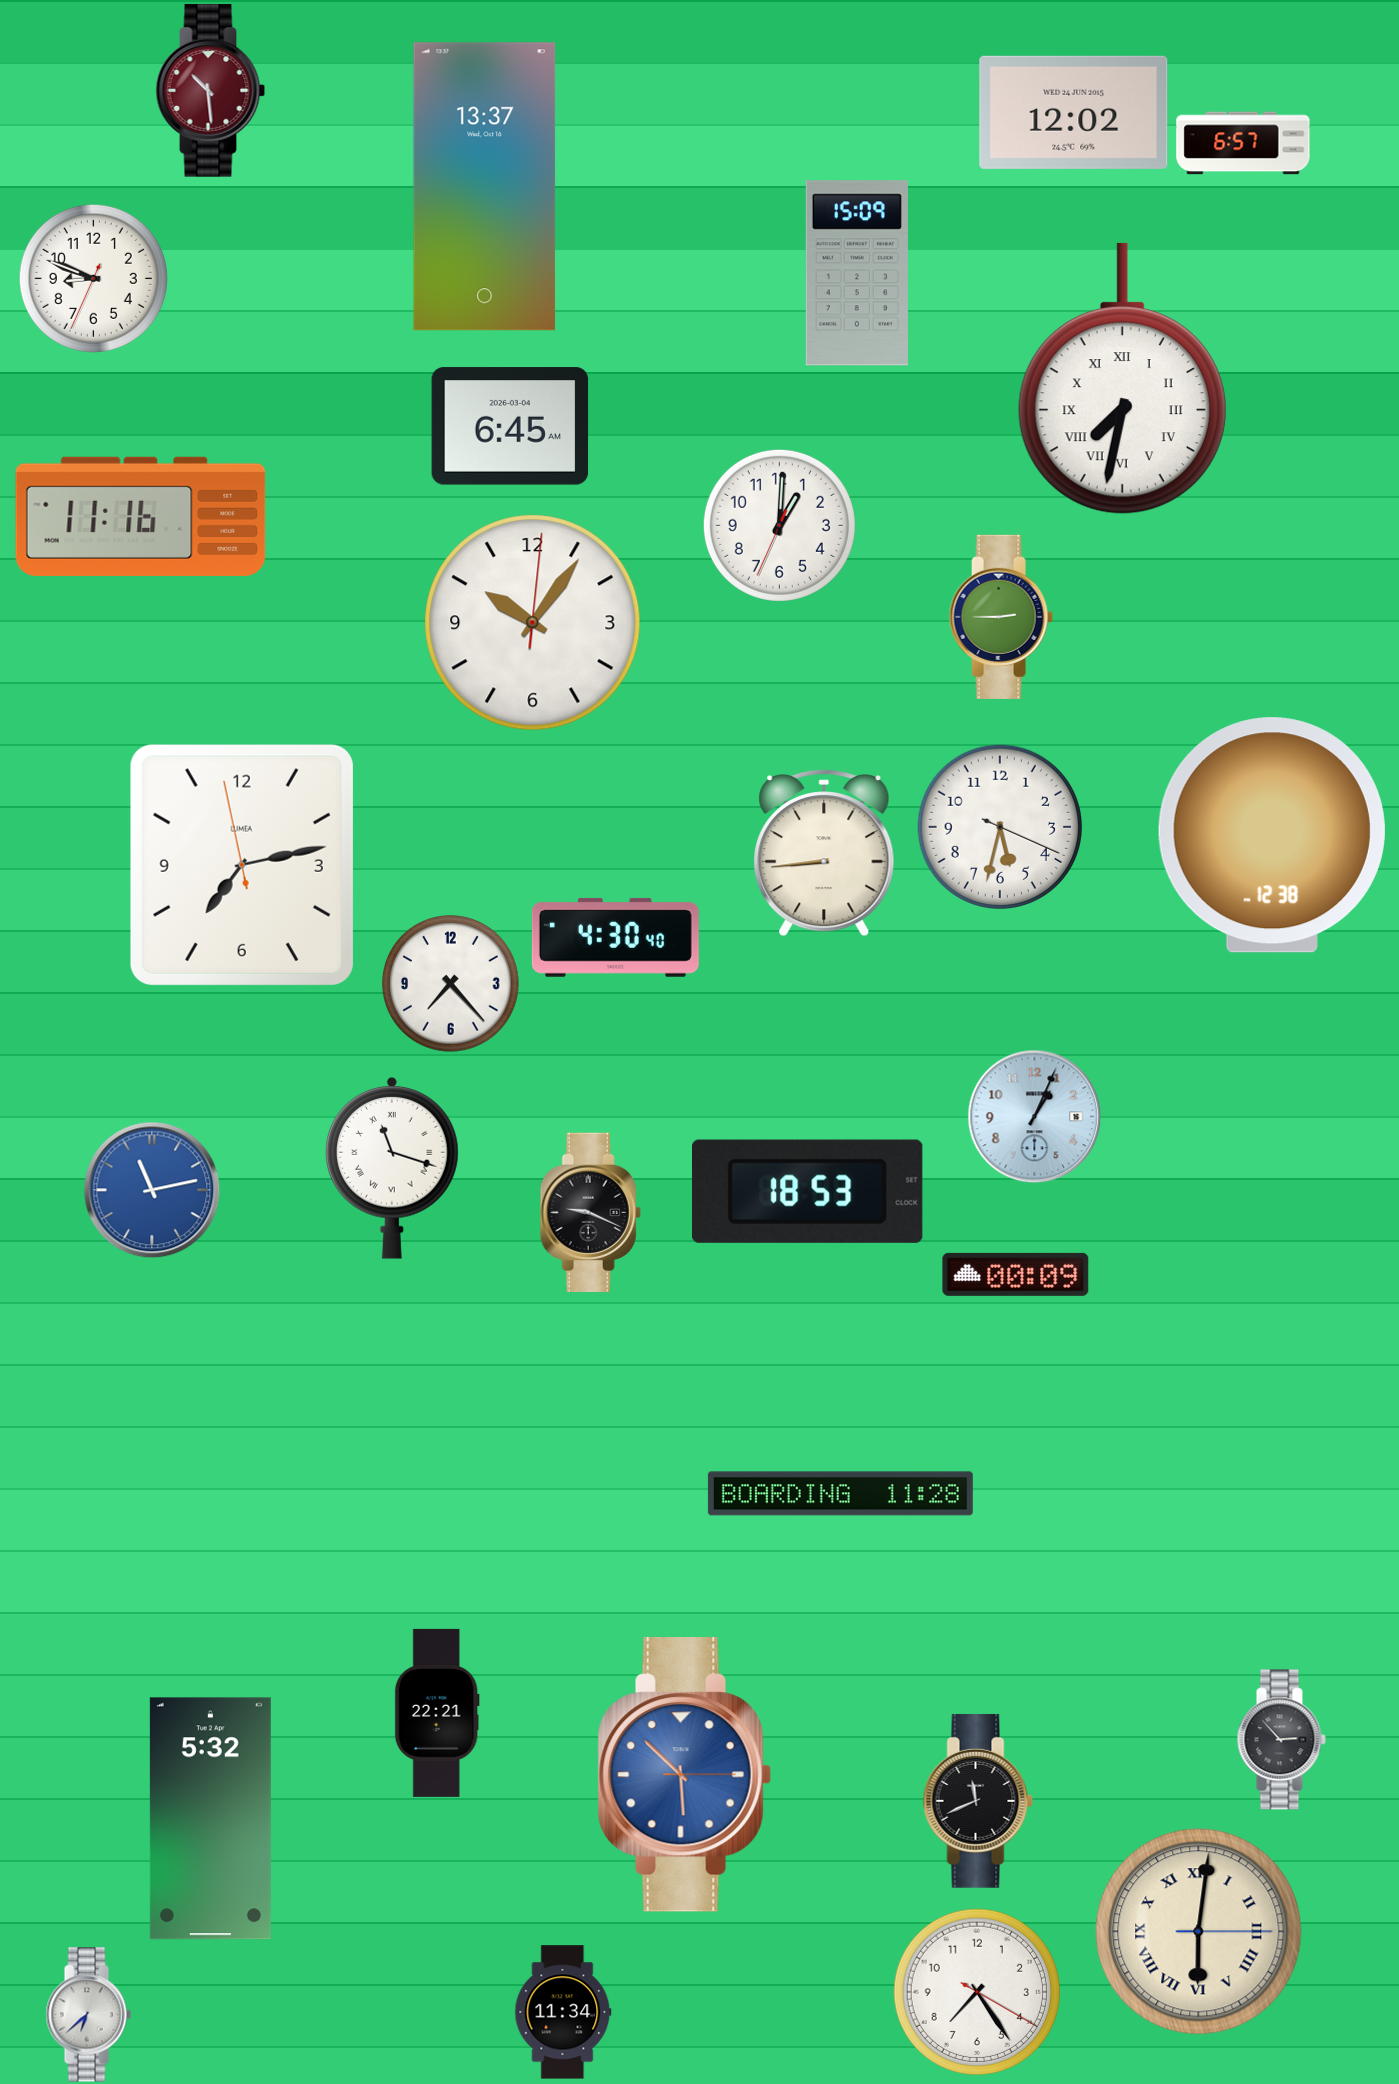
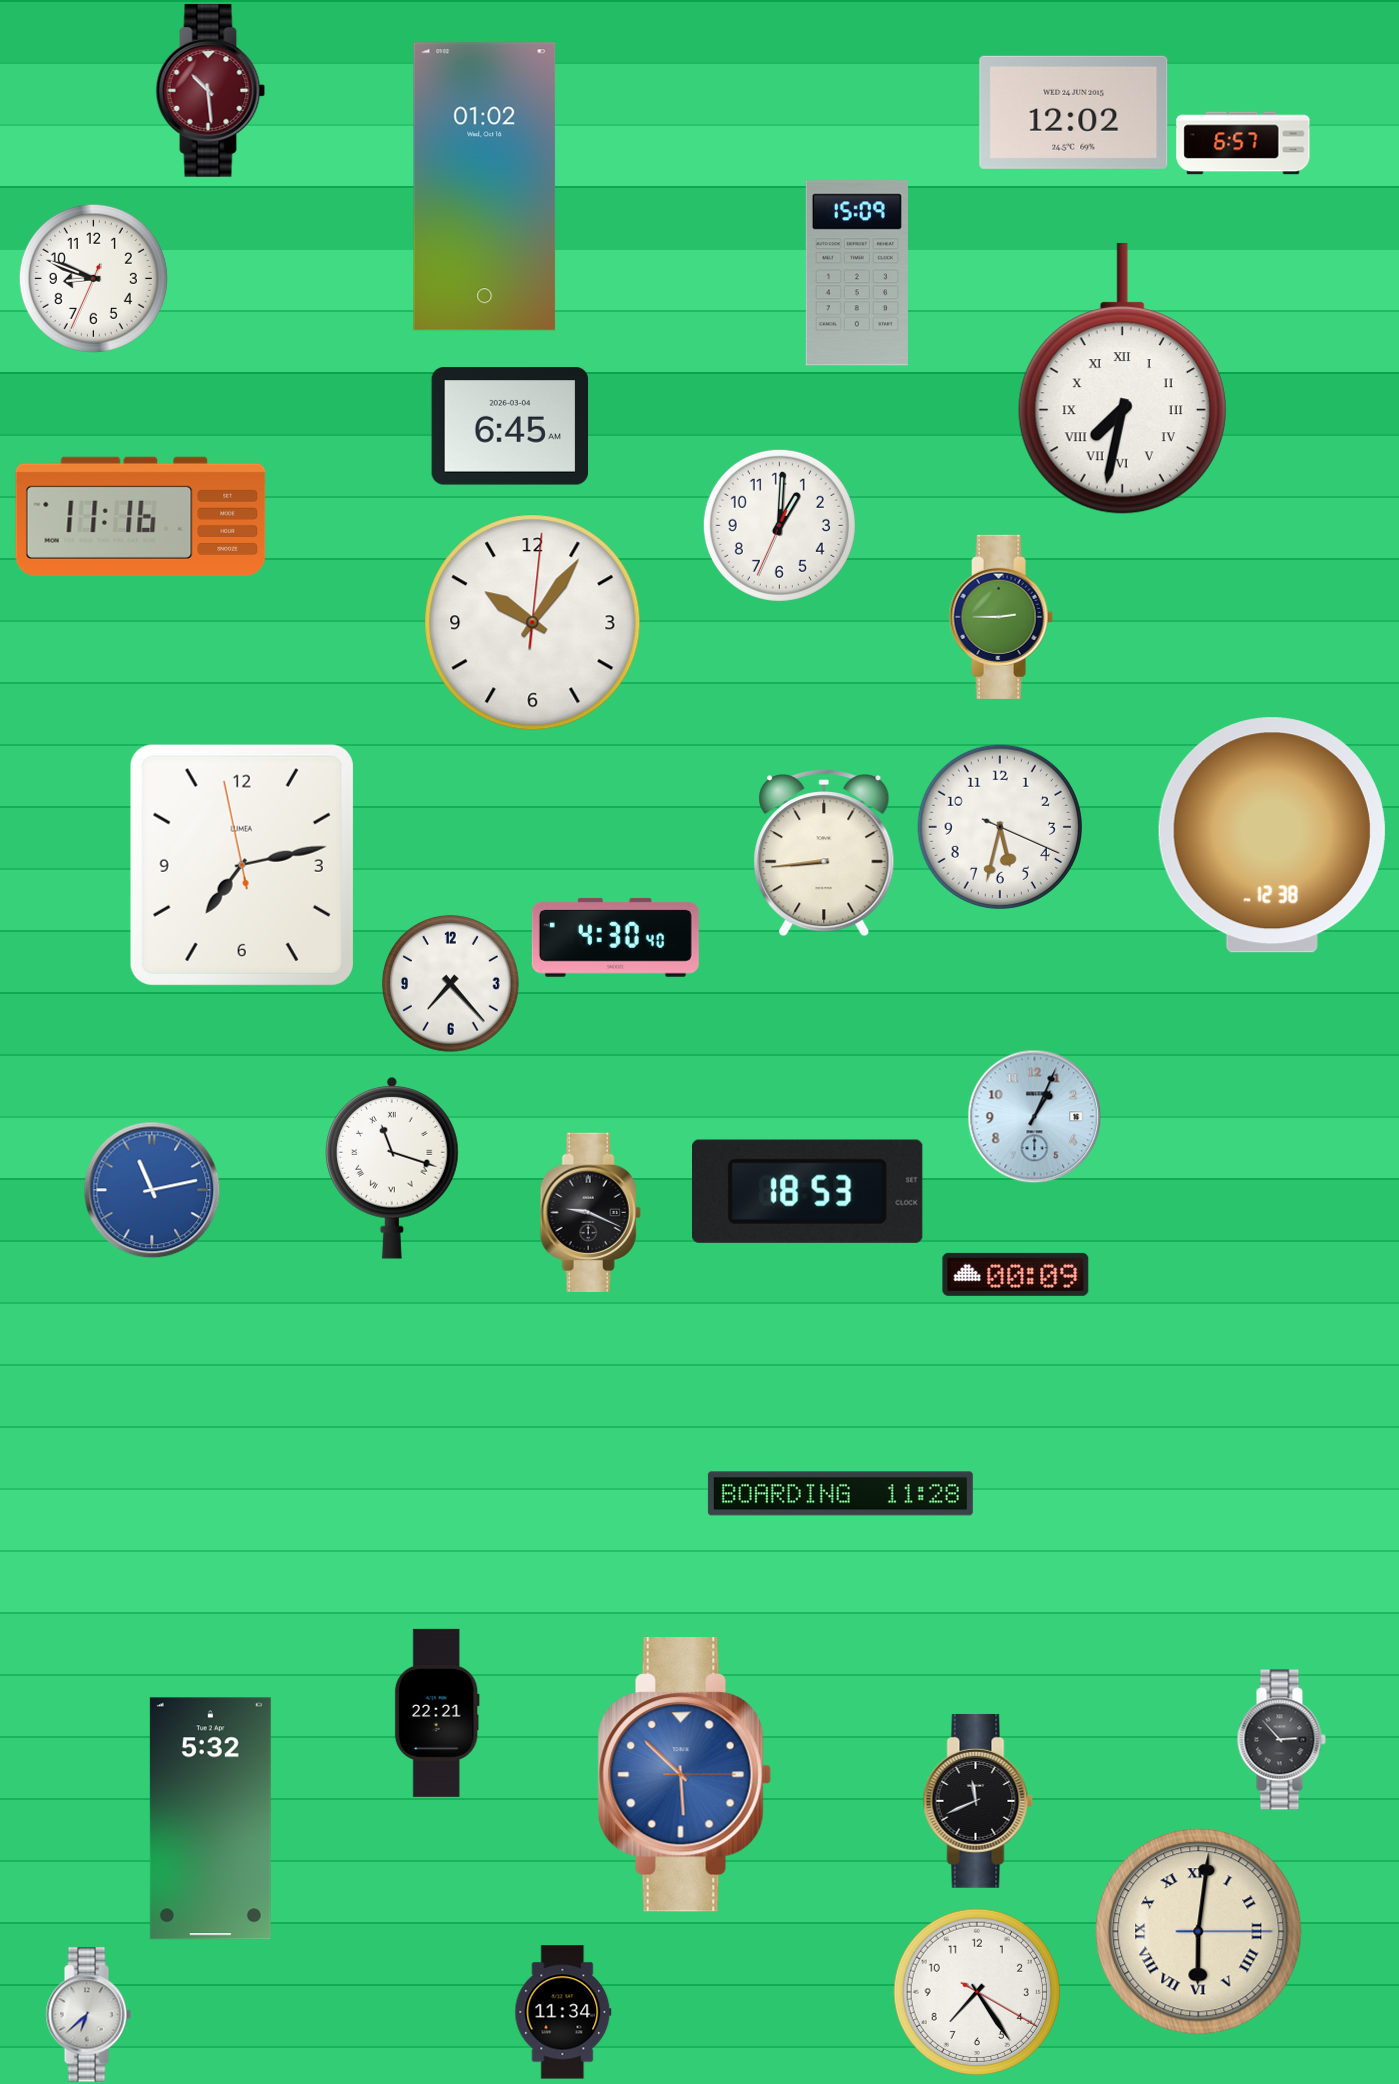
clock at (485, 187): 13:37 -> 01:02
